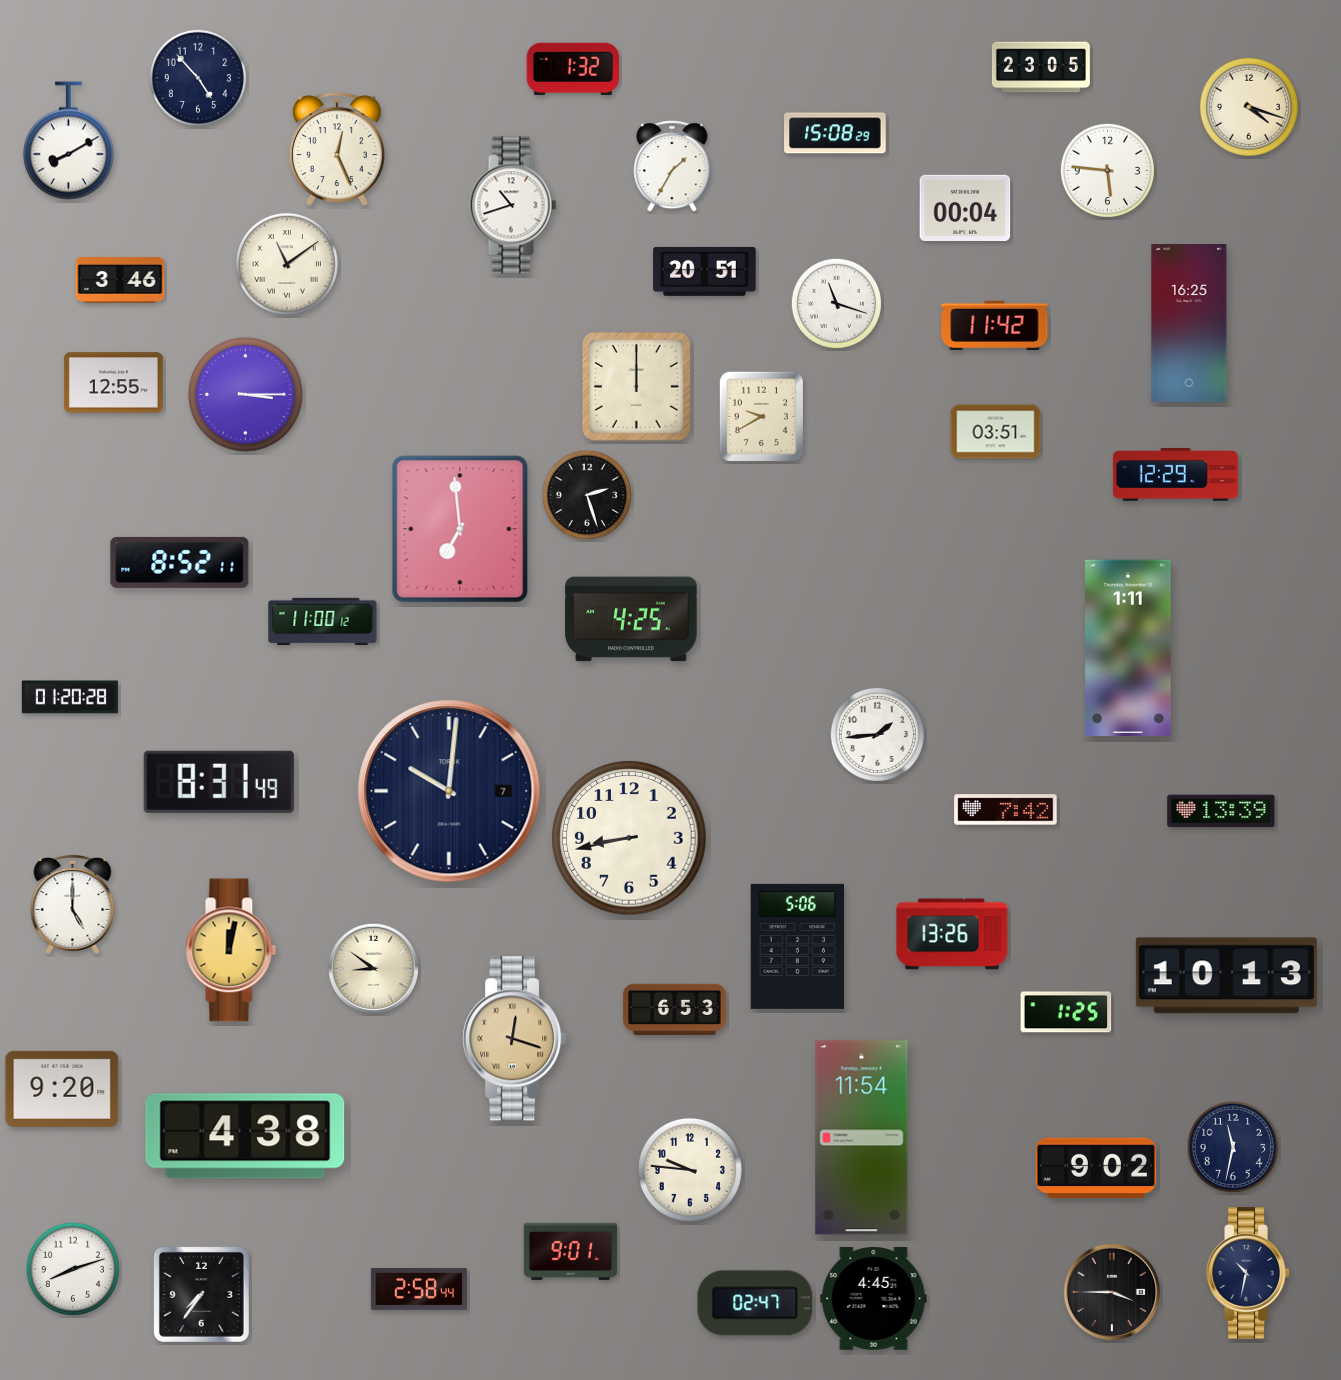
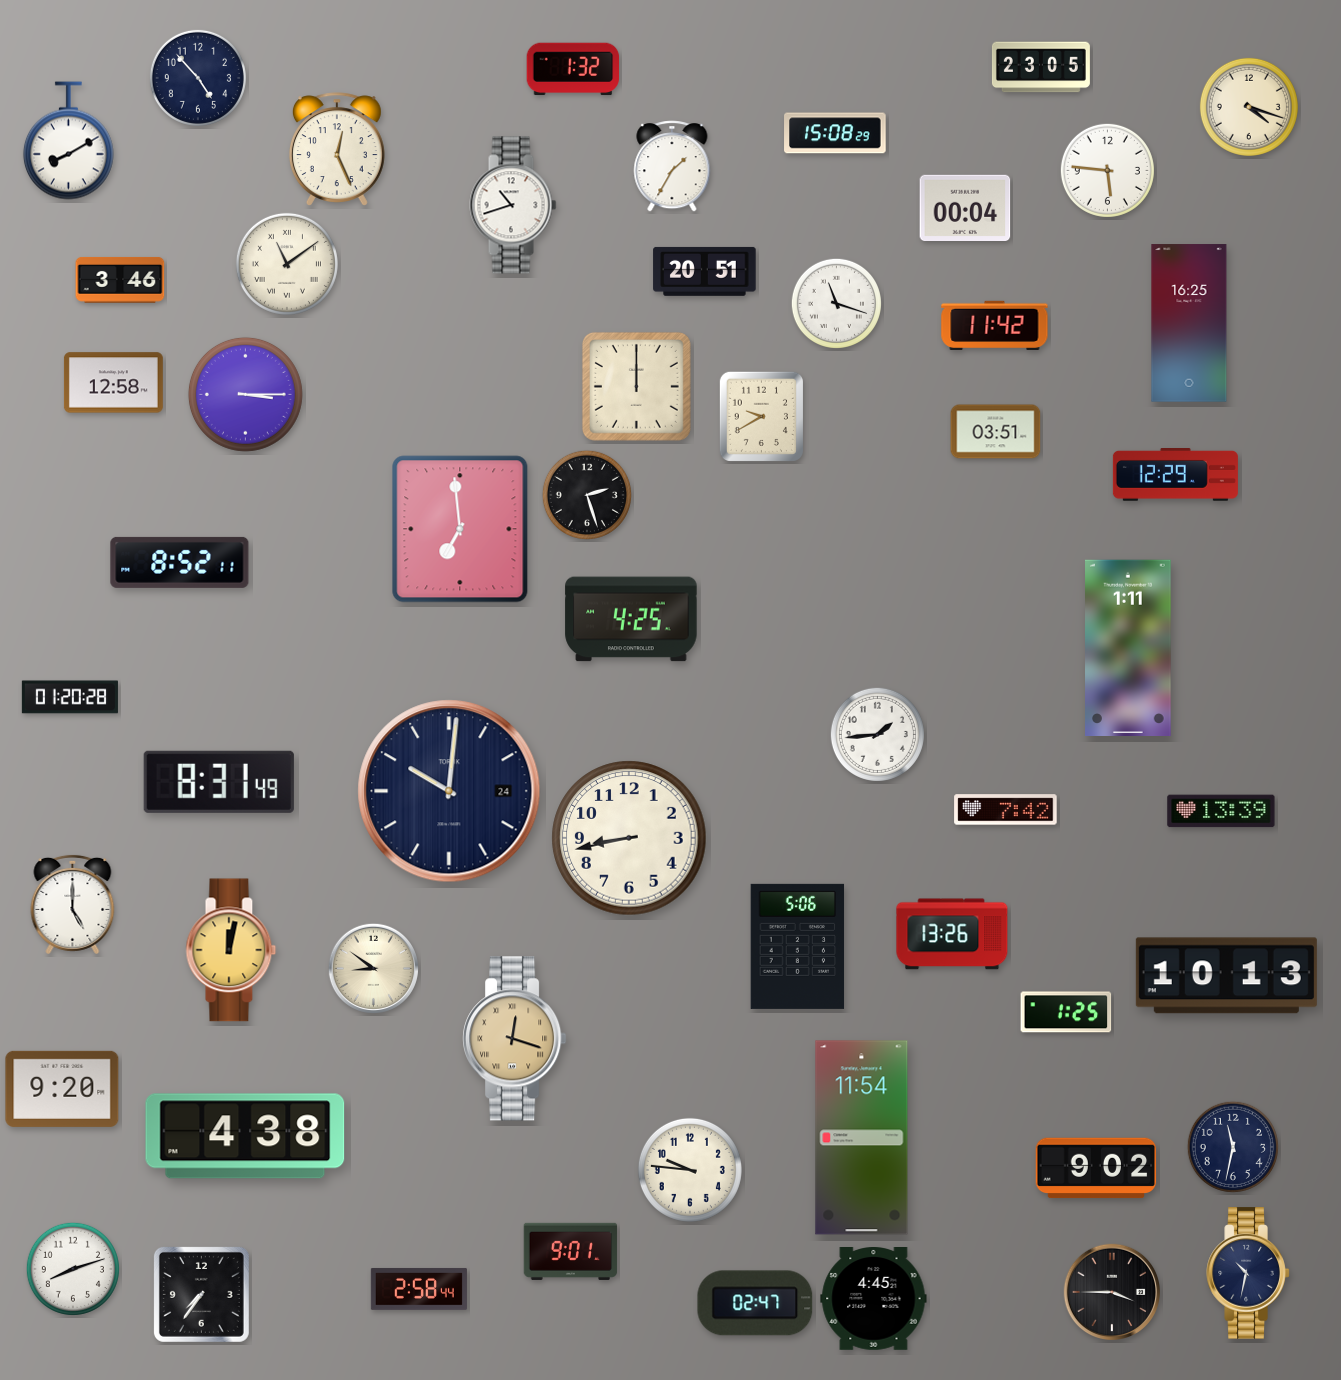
clock at (113, 383): 12:55 -> 12:58
clock at (323, 621): 11:00 -> none
clock at (449, 791) date: 7 -> 24
clock at (675, 1010): 6:53 -> none
